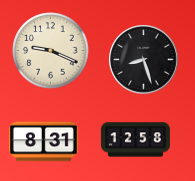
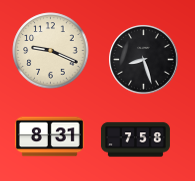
clock at (135, 140): 12:58 -> 7:58
clock at (43, 142) position: (43, 142) -> (49, 137)
